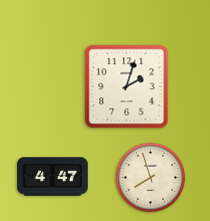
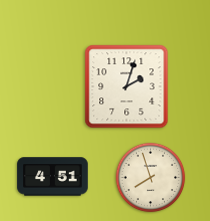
clock at (53, 177): 4:47 -> 4:51
